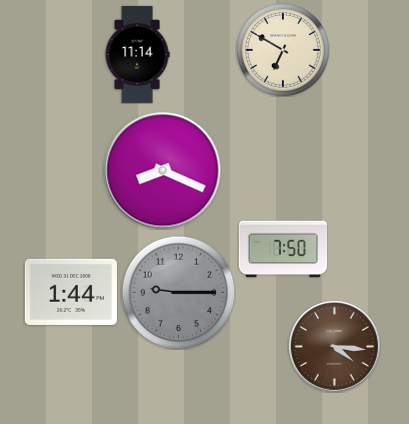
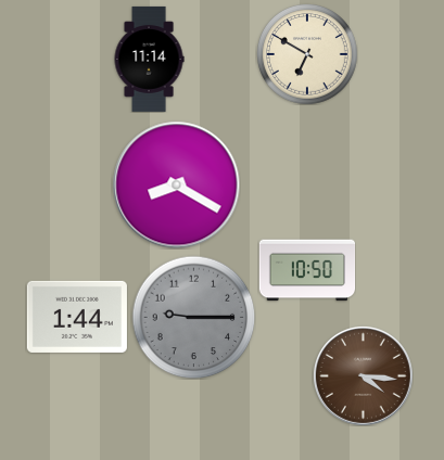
clock at (162, 170): 8:19 -> 8:20
clock at (283, 249): 7:50 -> 10:50
